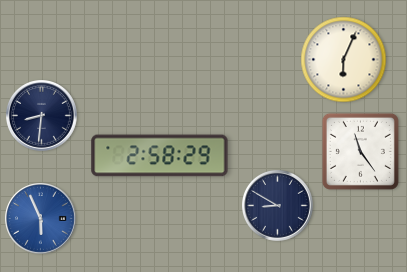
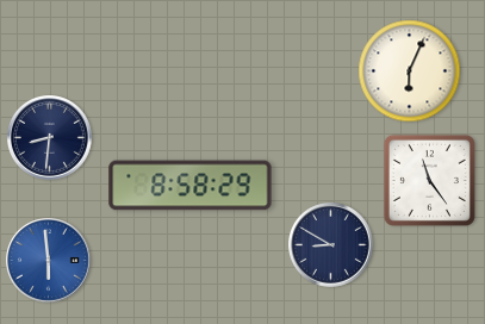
clock at (160, 156): 2:58 -> 8:58
clock at (41, 219): 5:56 -> 5:59
